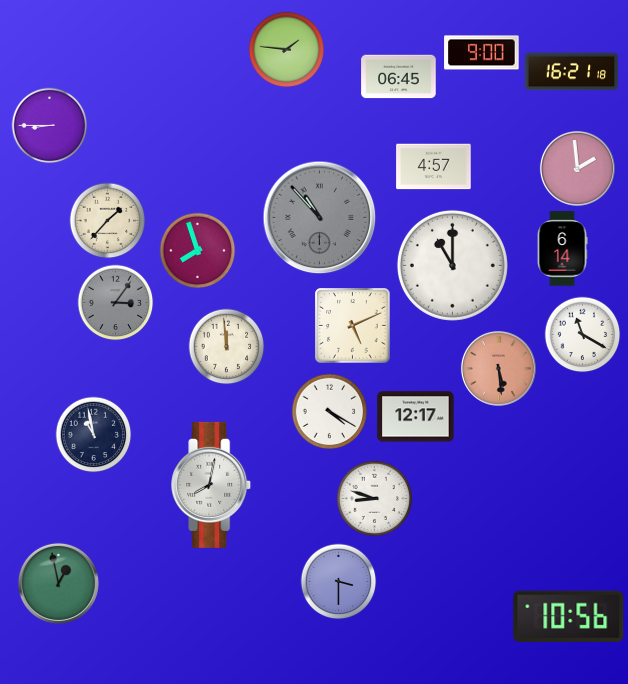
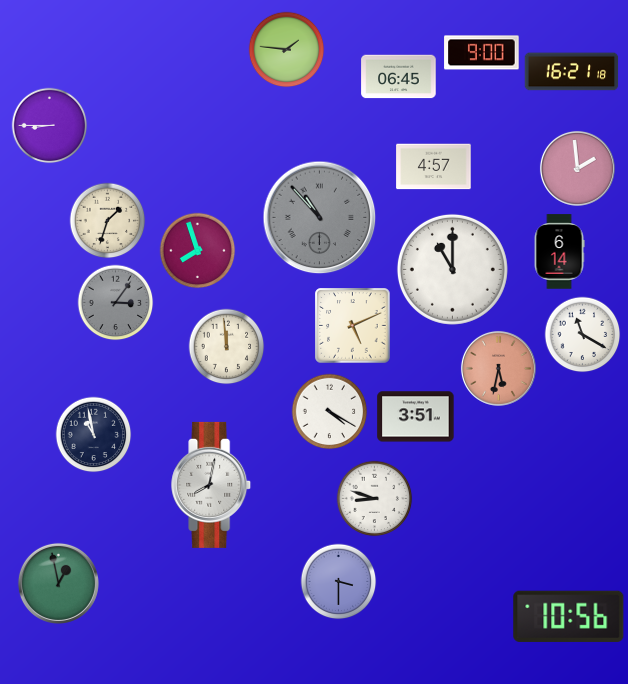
clock at (108, 221): 1:37 -> 1:33
clock at (562, 249) position: (562, 249) -> (559, 252)
clock at (452, 265) position: (452, 265) -> (452, 269)
clock at (498, 368): 5:29 -> 5:32
clock at (416, 417): 12:17 -> 3:51
